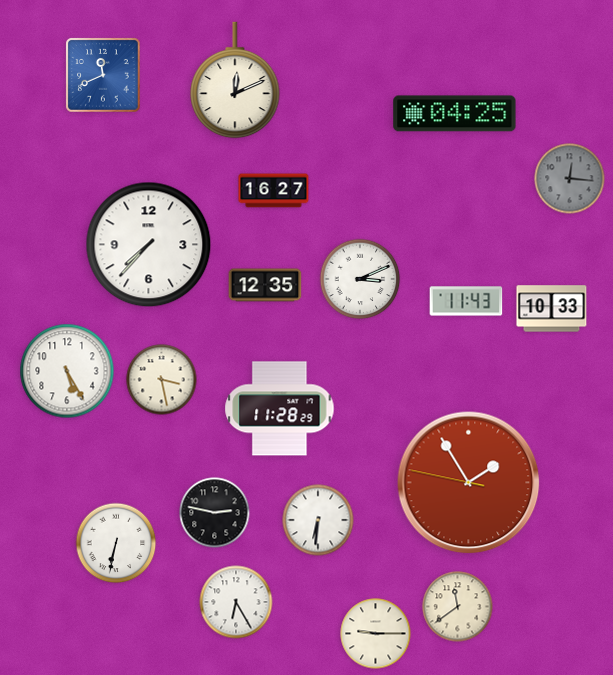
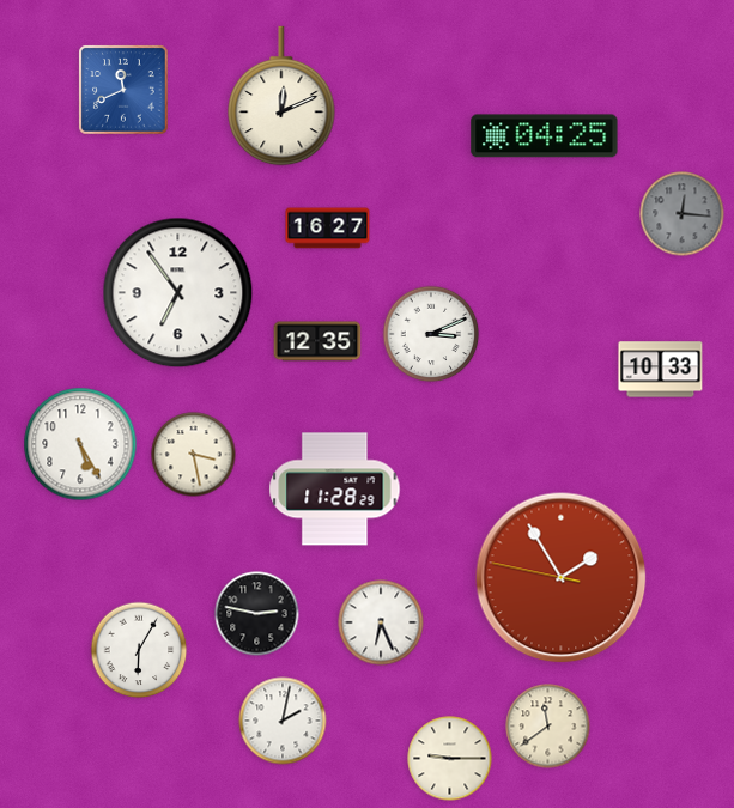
clock at (149, 245): 7:37 -> 6:54
clock at (466, 301): 11:43 -> none
clock at (318, 520): 6:31 -> 6:26
clock at (116, 543): 6:32 -> 6:05
clock at (236, 602): 6:25 -> 2:02
